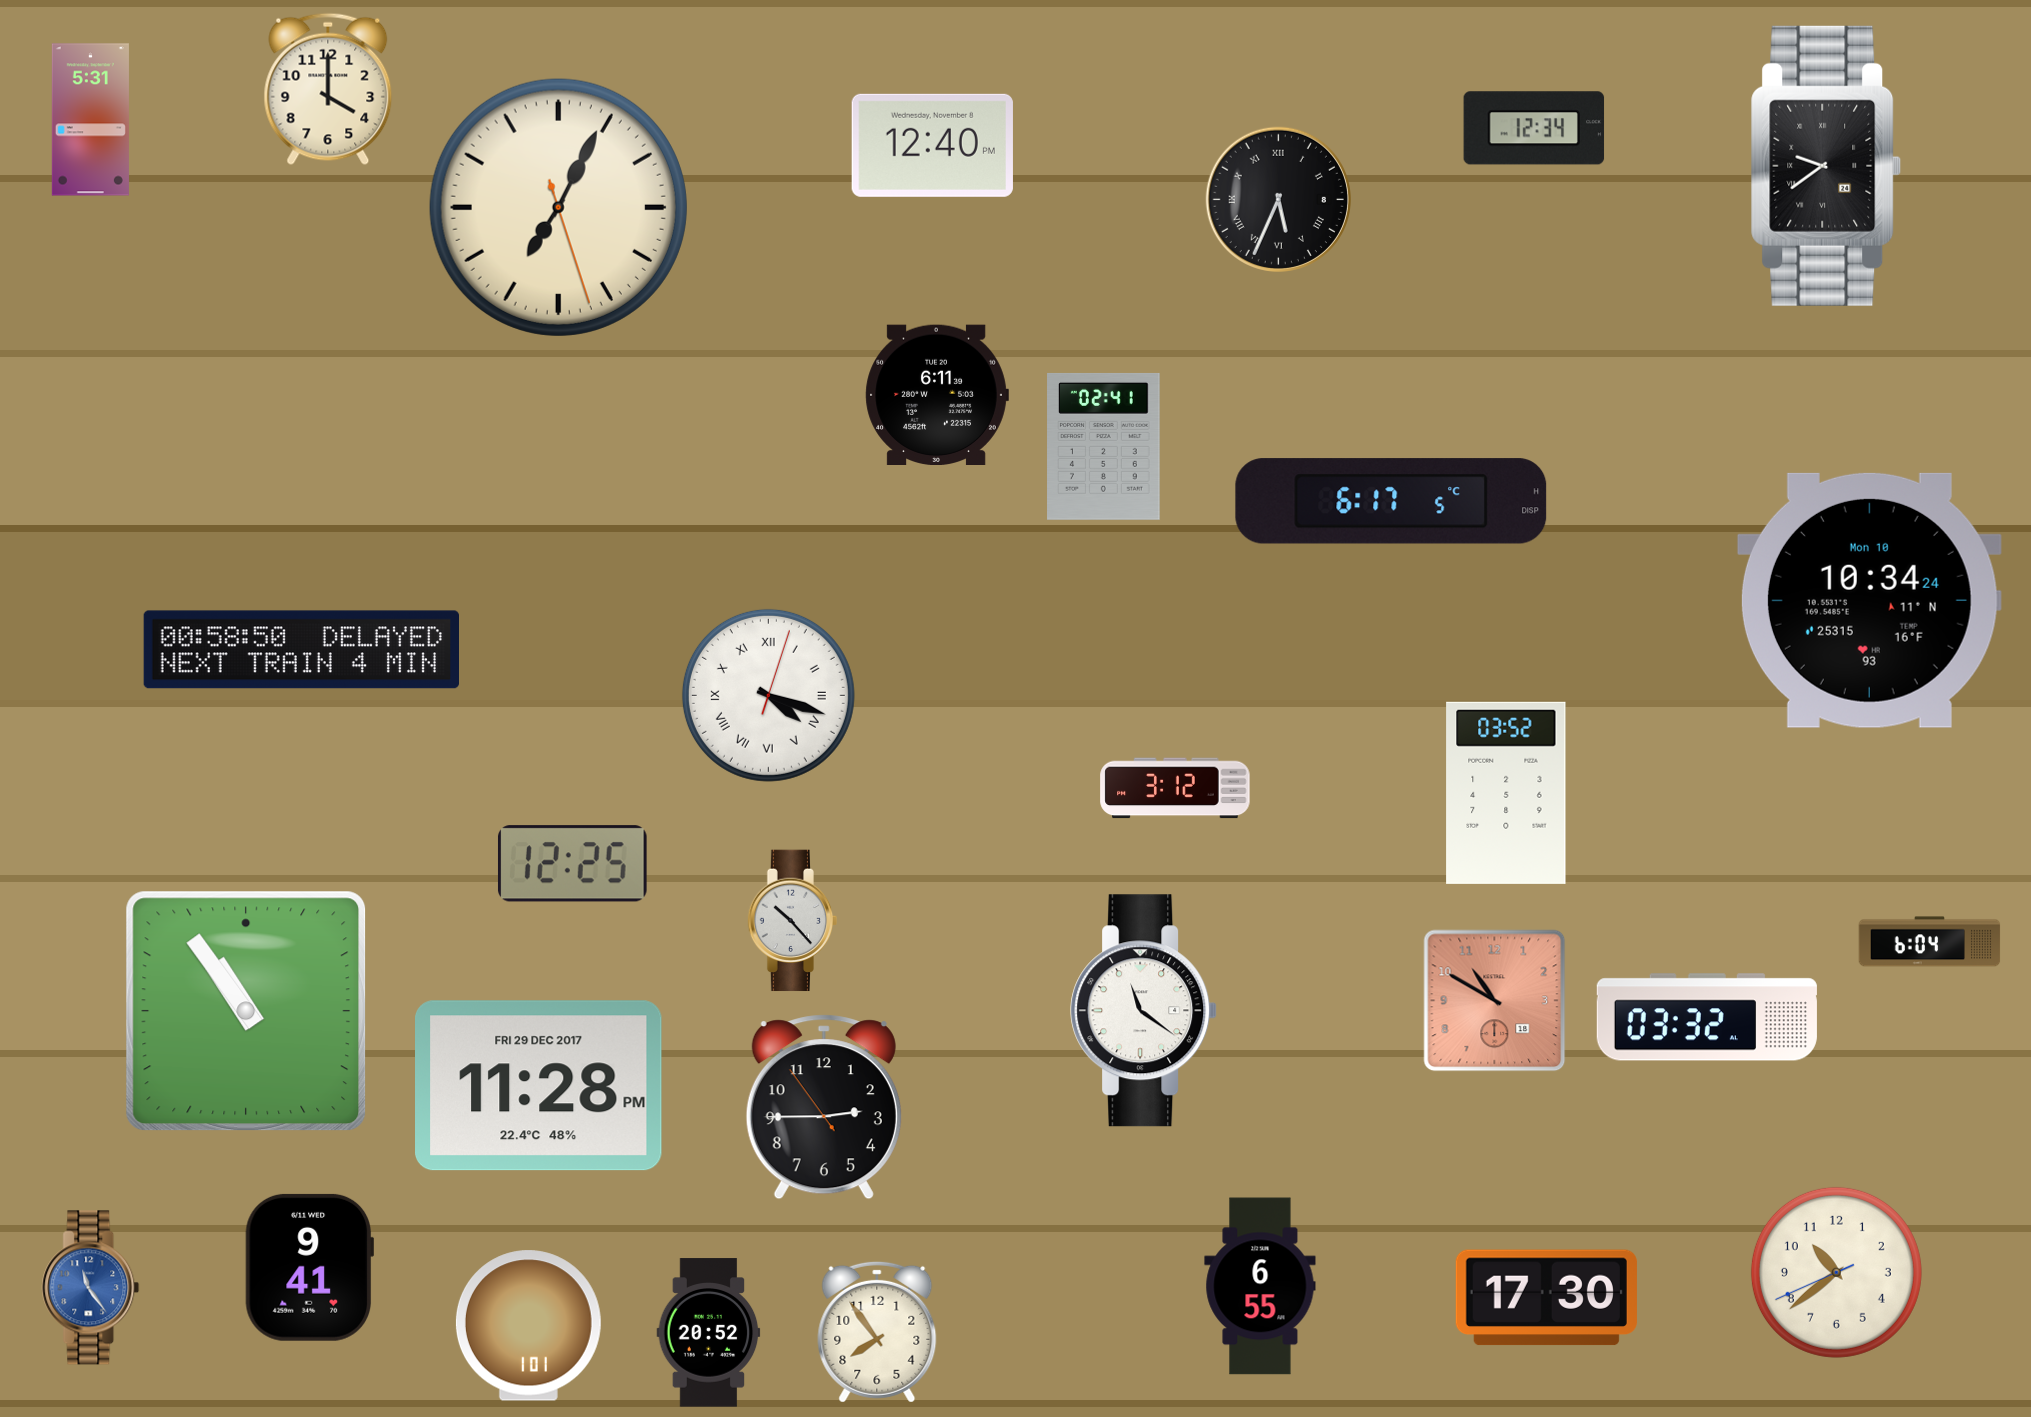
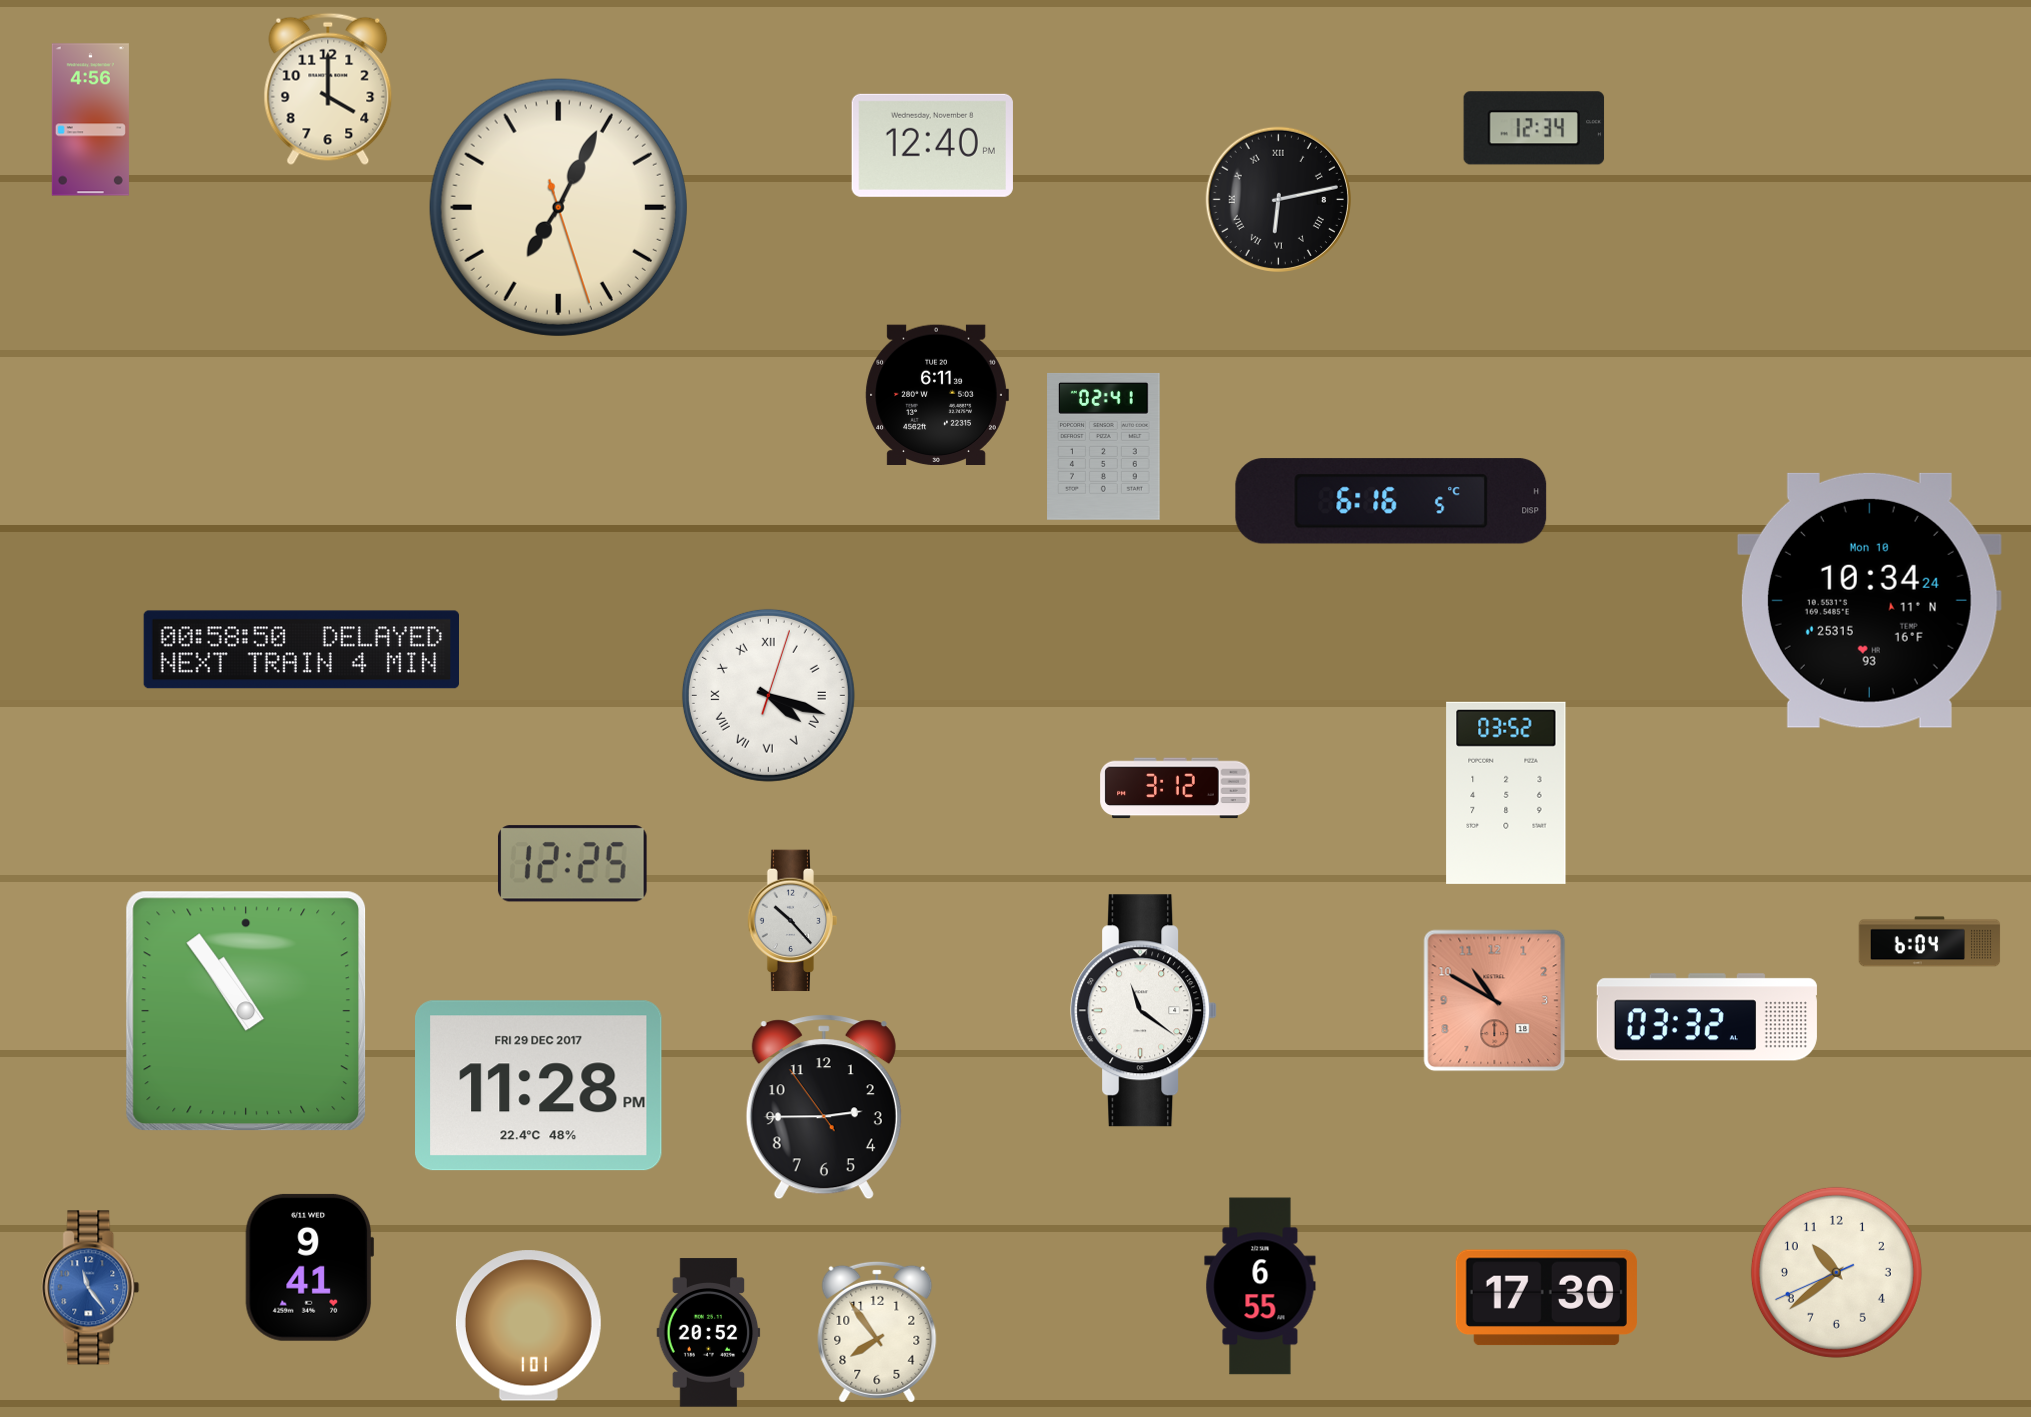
clock at (90, 120): 5:31 -> 4:56
clock at (1826, 166): 9:39 -> none
clock at (1278, 199): 5:34 -> 6:13
clock at (1391, 501): 6:17 -> 6:16
